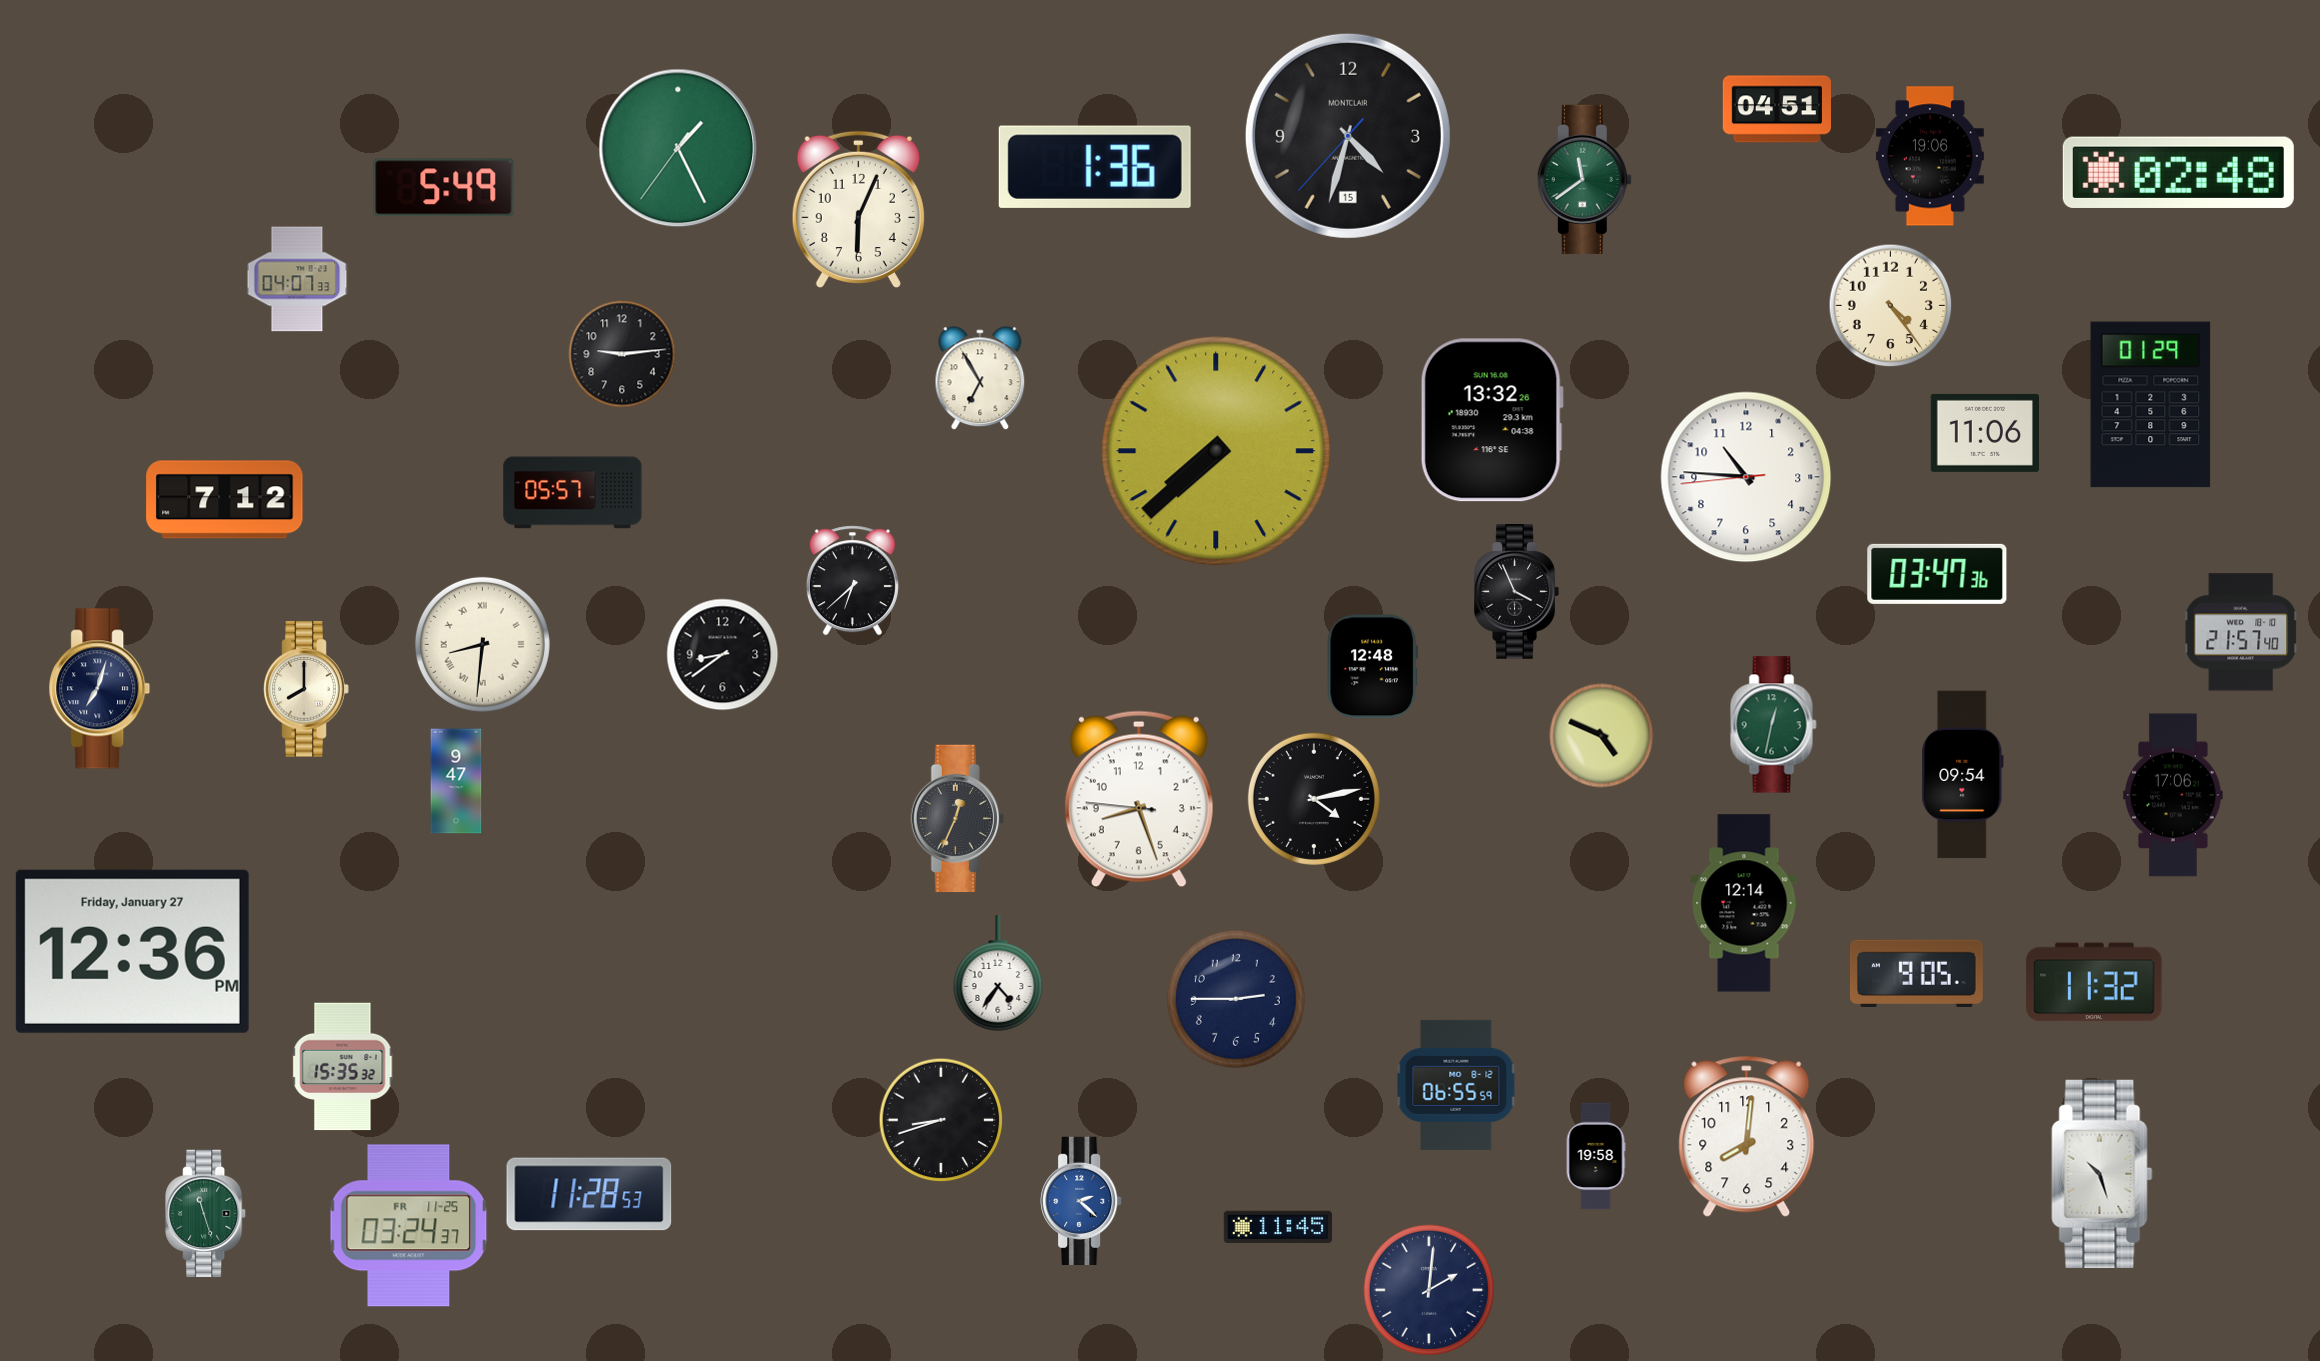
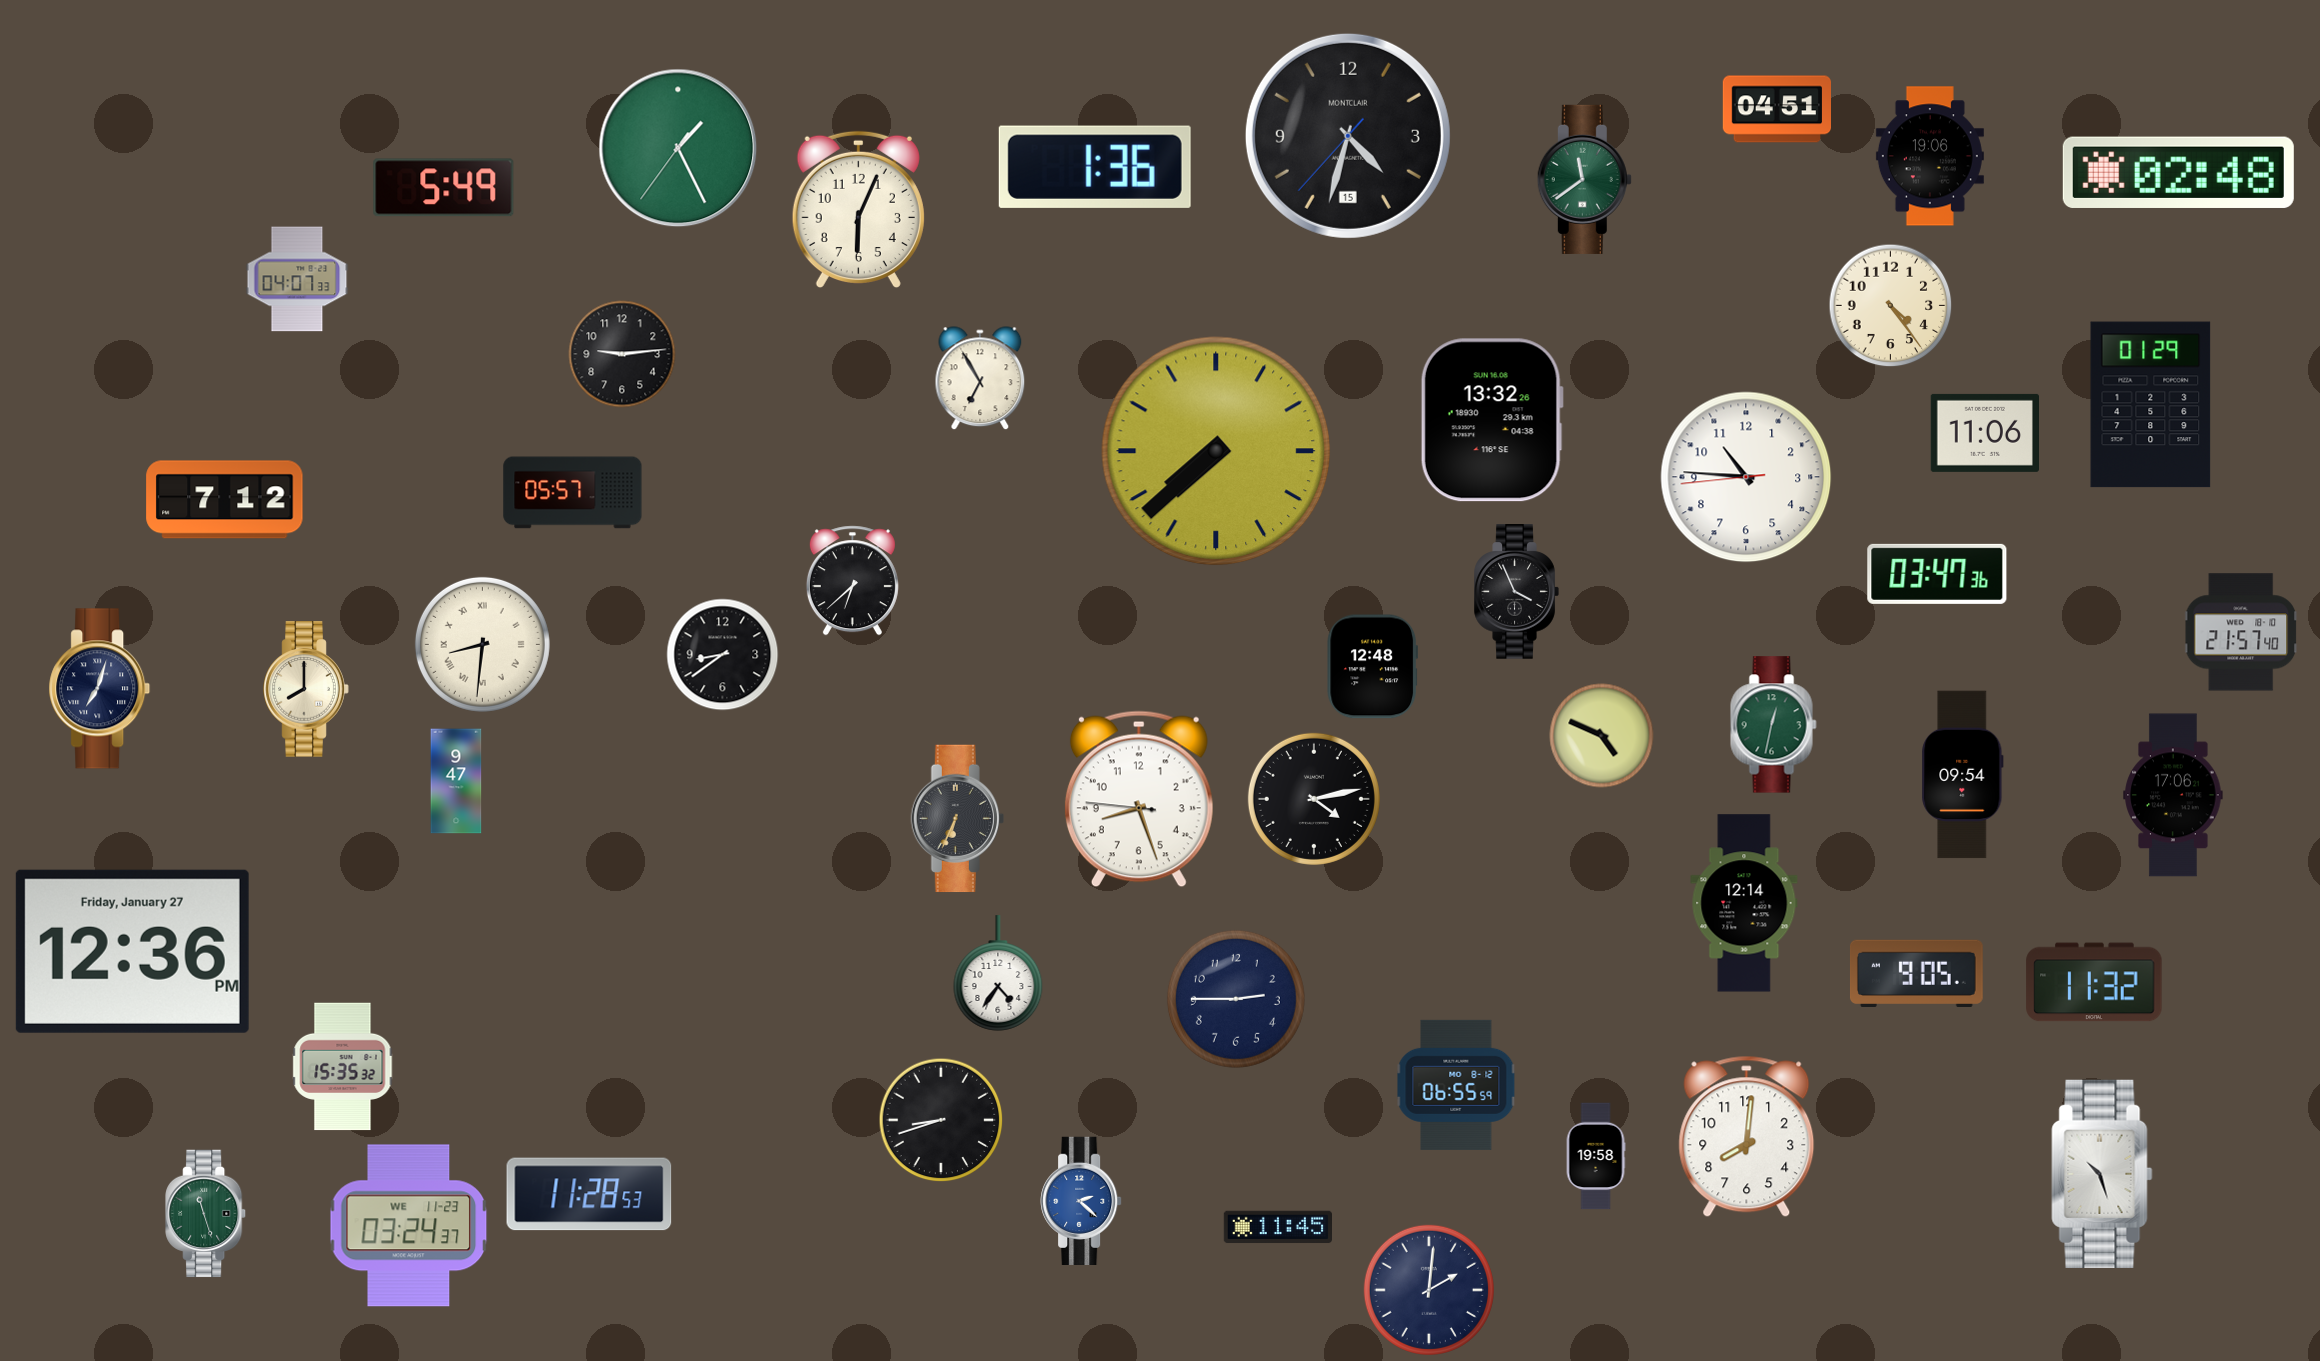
clock at (957, 819): 12:34 -> 6:34
clock at (409, 1226) date: FR 11-25 -> WE 11-23
